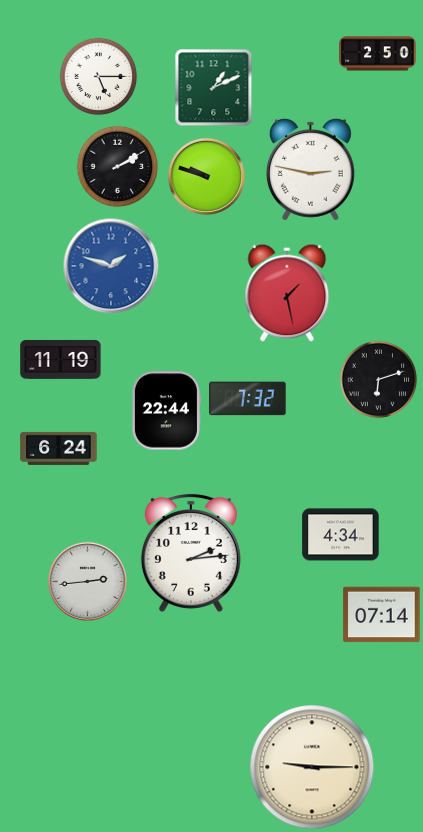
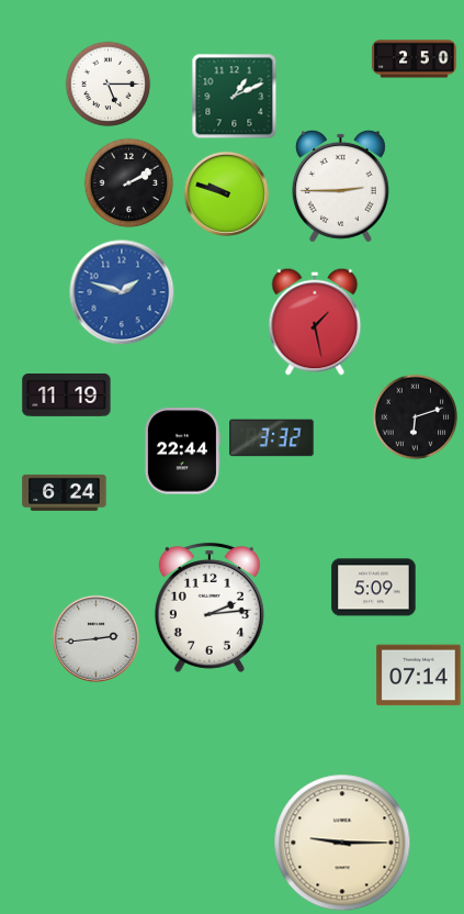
clock at (310, 169): 2:47 -> 2:45
clock at (248, 399): 7:32 -> 3:32
clock at (341, 535): 4:34 -> 5:09
